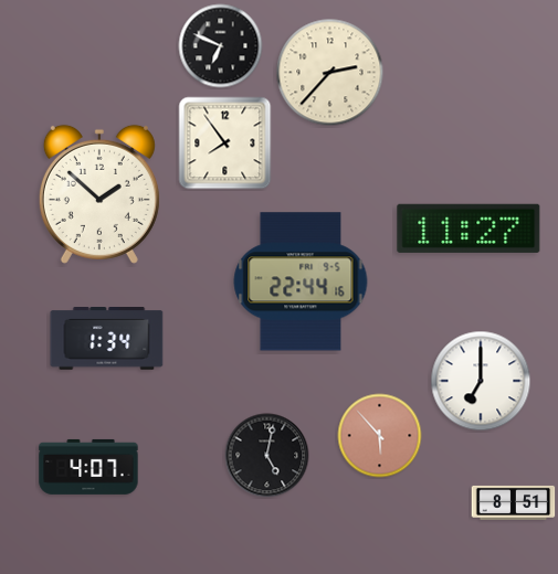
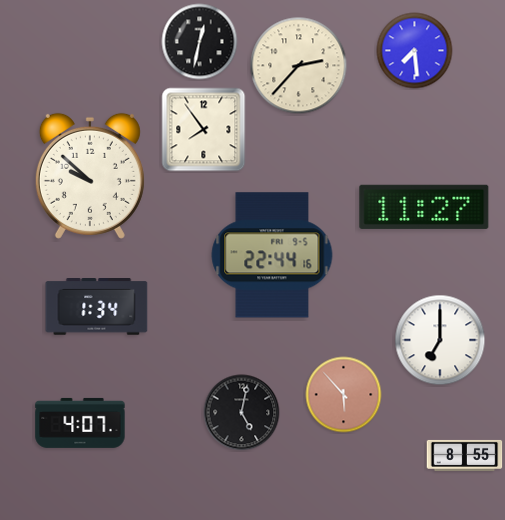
clock at (221, 46): 6:49 -> 12:32
clock at (415, 51): none -> 7:29
clock at (99, 194): 1:52 -> 9:52
clock at (481, 381) position: (481, 381) -> (440, 340)
clock at (514, 502): 8:51 -> 8:55
